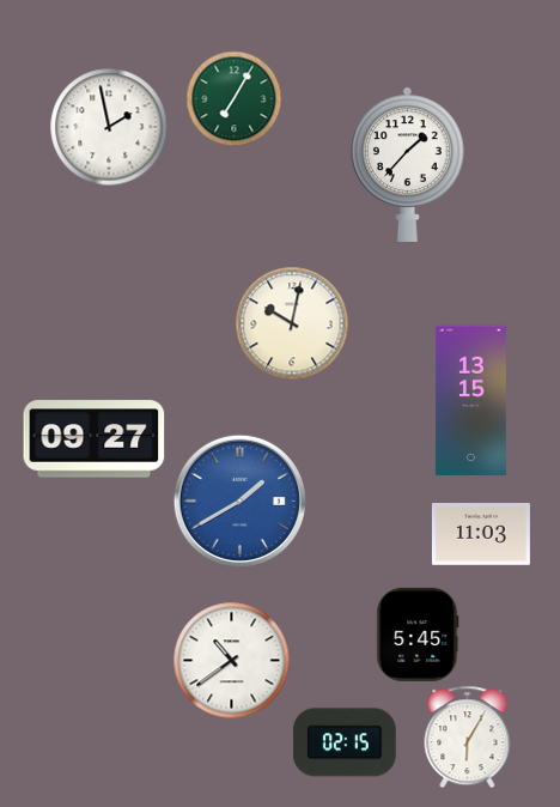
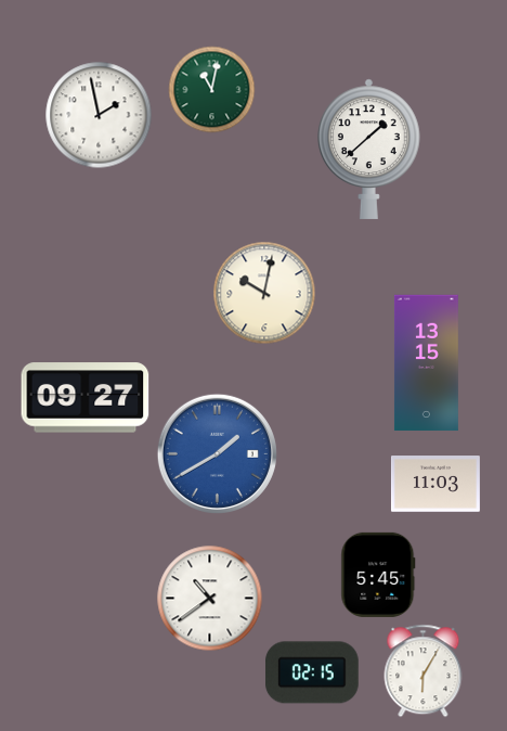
clock at (233, 98): 7:05 -> 11:02
clock at (408, 164): 1:37 -> 1:38
clock at (468, 736) position: (468, 736) -> (424, 670)
